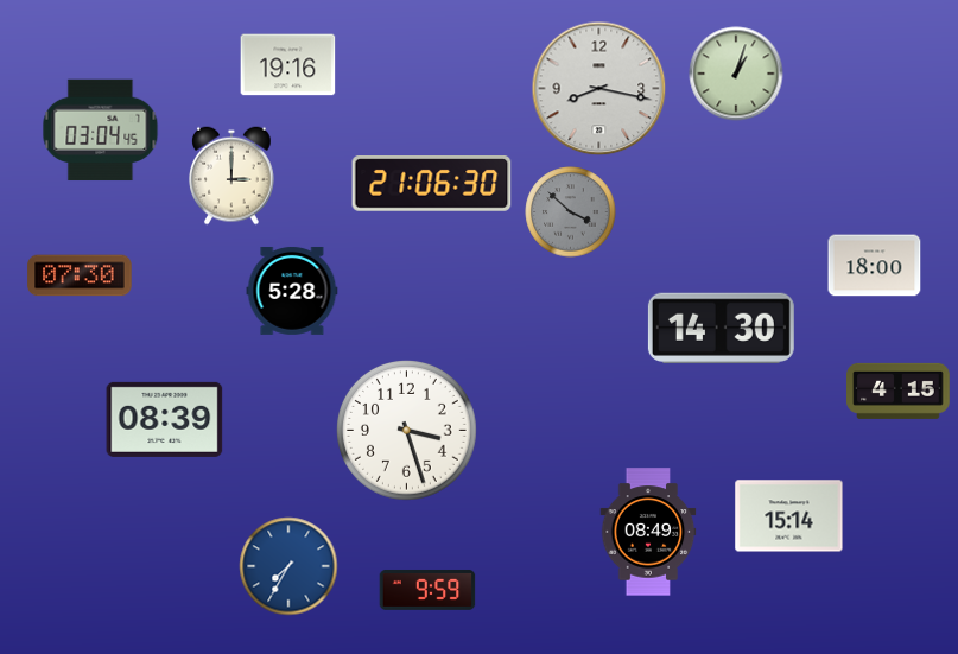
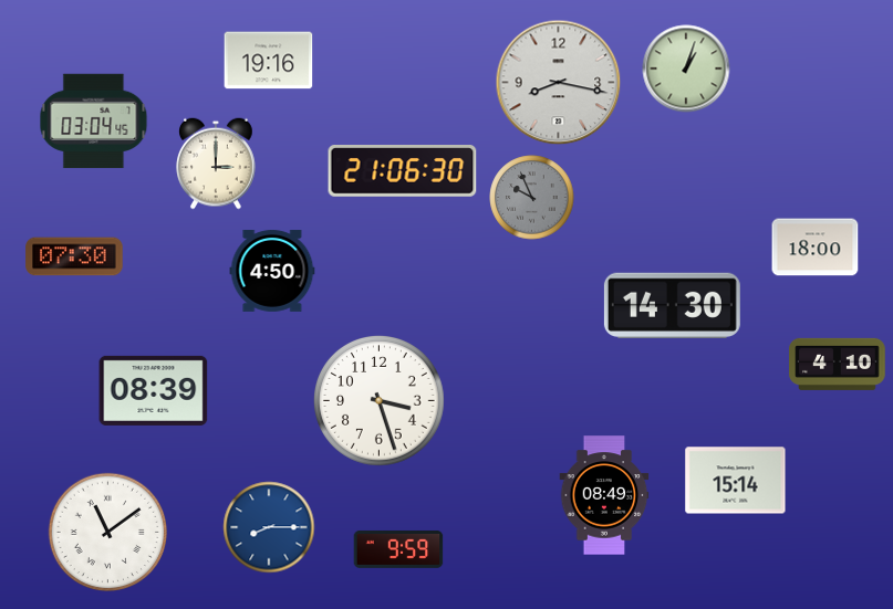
clock at (571, 212): 3:52 -> 9:56
clock at (292, 291): 5:28 -> 4:50
clock at (899, 391): 4:15 -> 4:10
clock at (288, 566): 7:35 -> 8:15
clock at (107, 532): none -> 11:09
